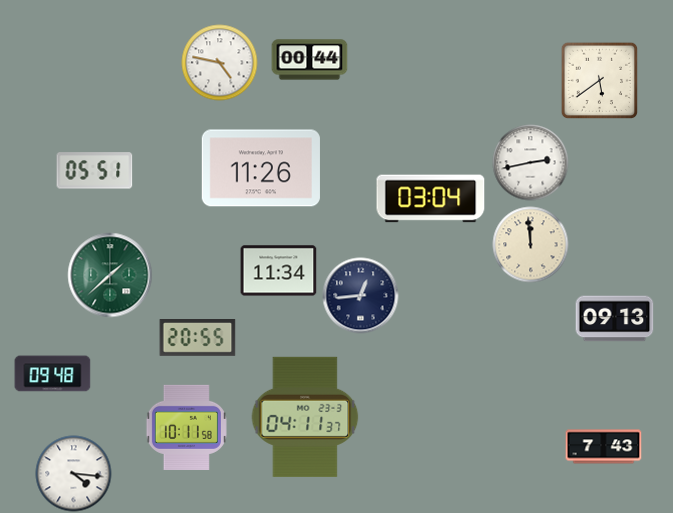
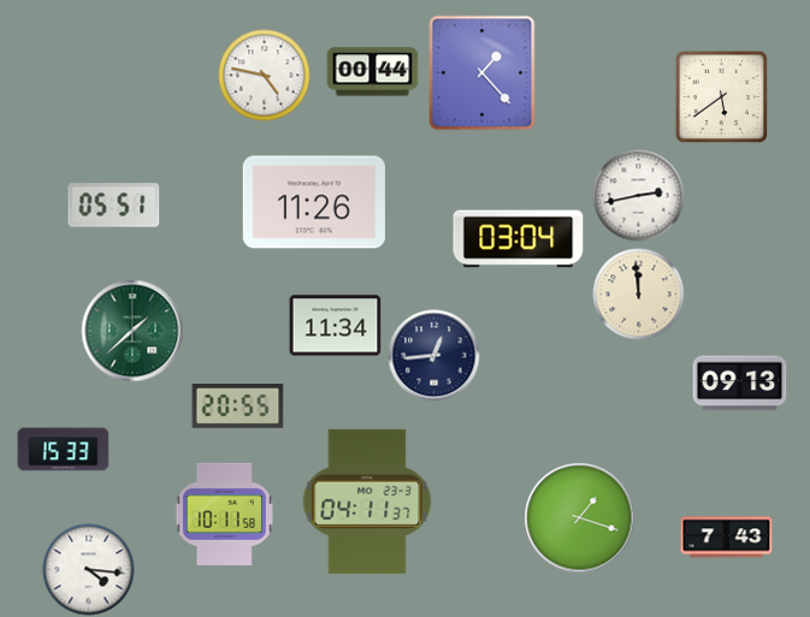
clock at (483, 73): none -> 1:23
clock at (53, 374): 09:48 -> 15:33
clock at (580, 518): none -> 1:18
